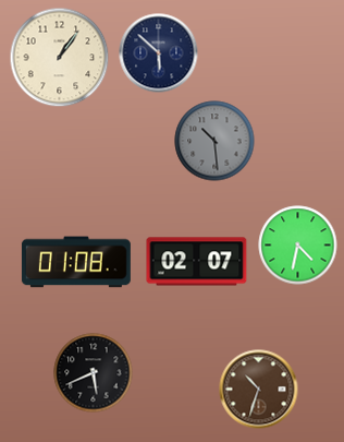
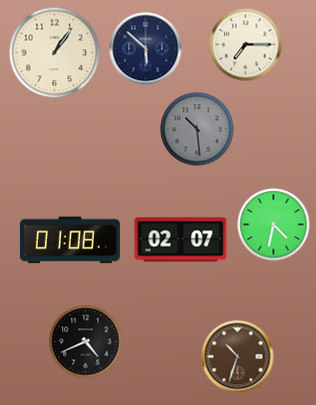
clock at (246, 45): none -> 7:15
clock at (94, 373): 5:41 -> 4:41
